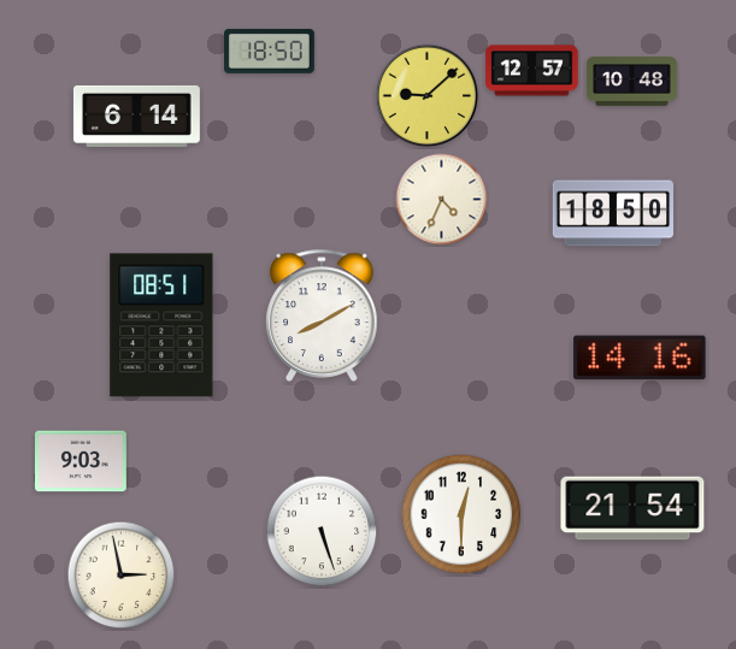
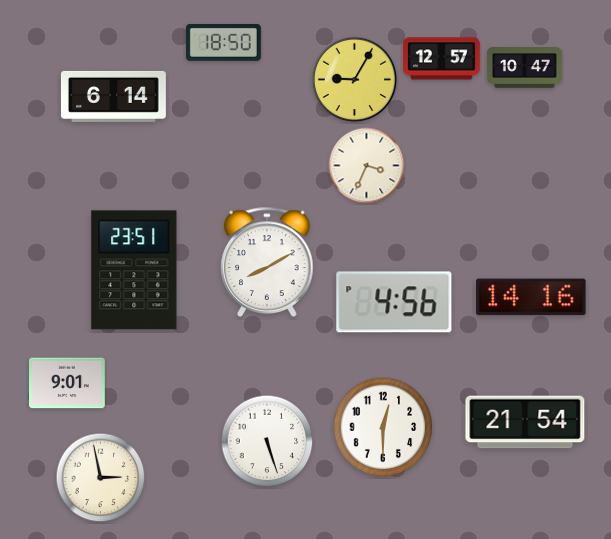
clock at (632, 82): 10:48 -> 10:47
clock at (428, 96): 9:08 -> 9:05
clock at (442, 200): 4:34 -> 3:34
clock at (612, 213): 18:50 -> none
clock at (161, 325): 08:51 -> 23:51
clock at (394, 302): none -> 4:56
clock at (82, 461): 9:03 -> 9:01
